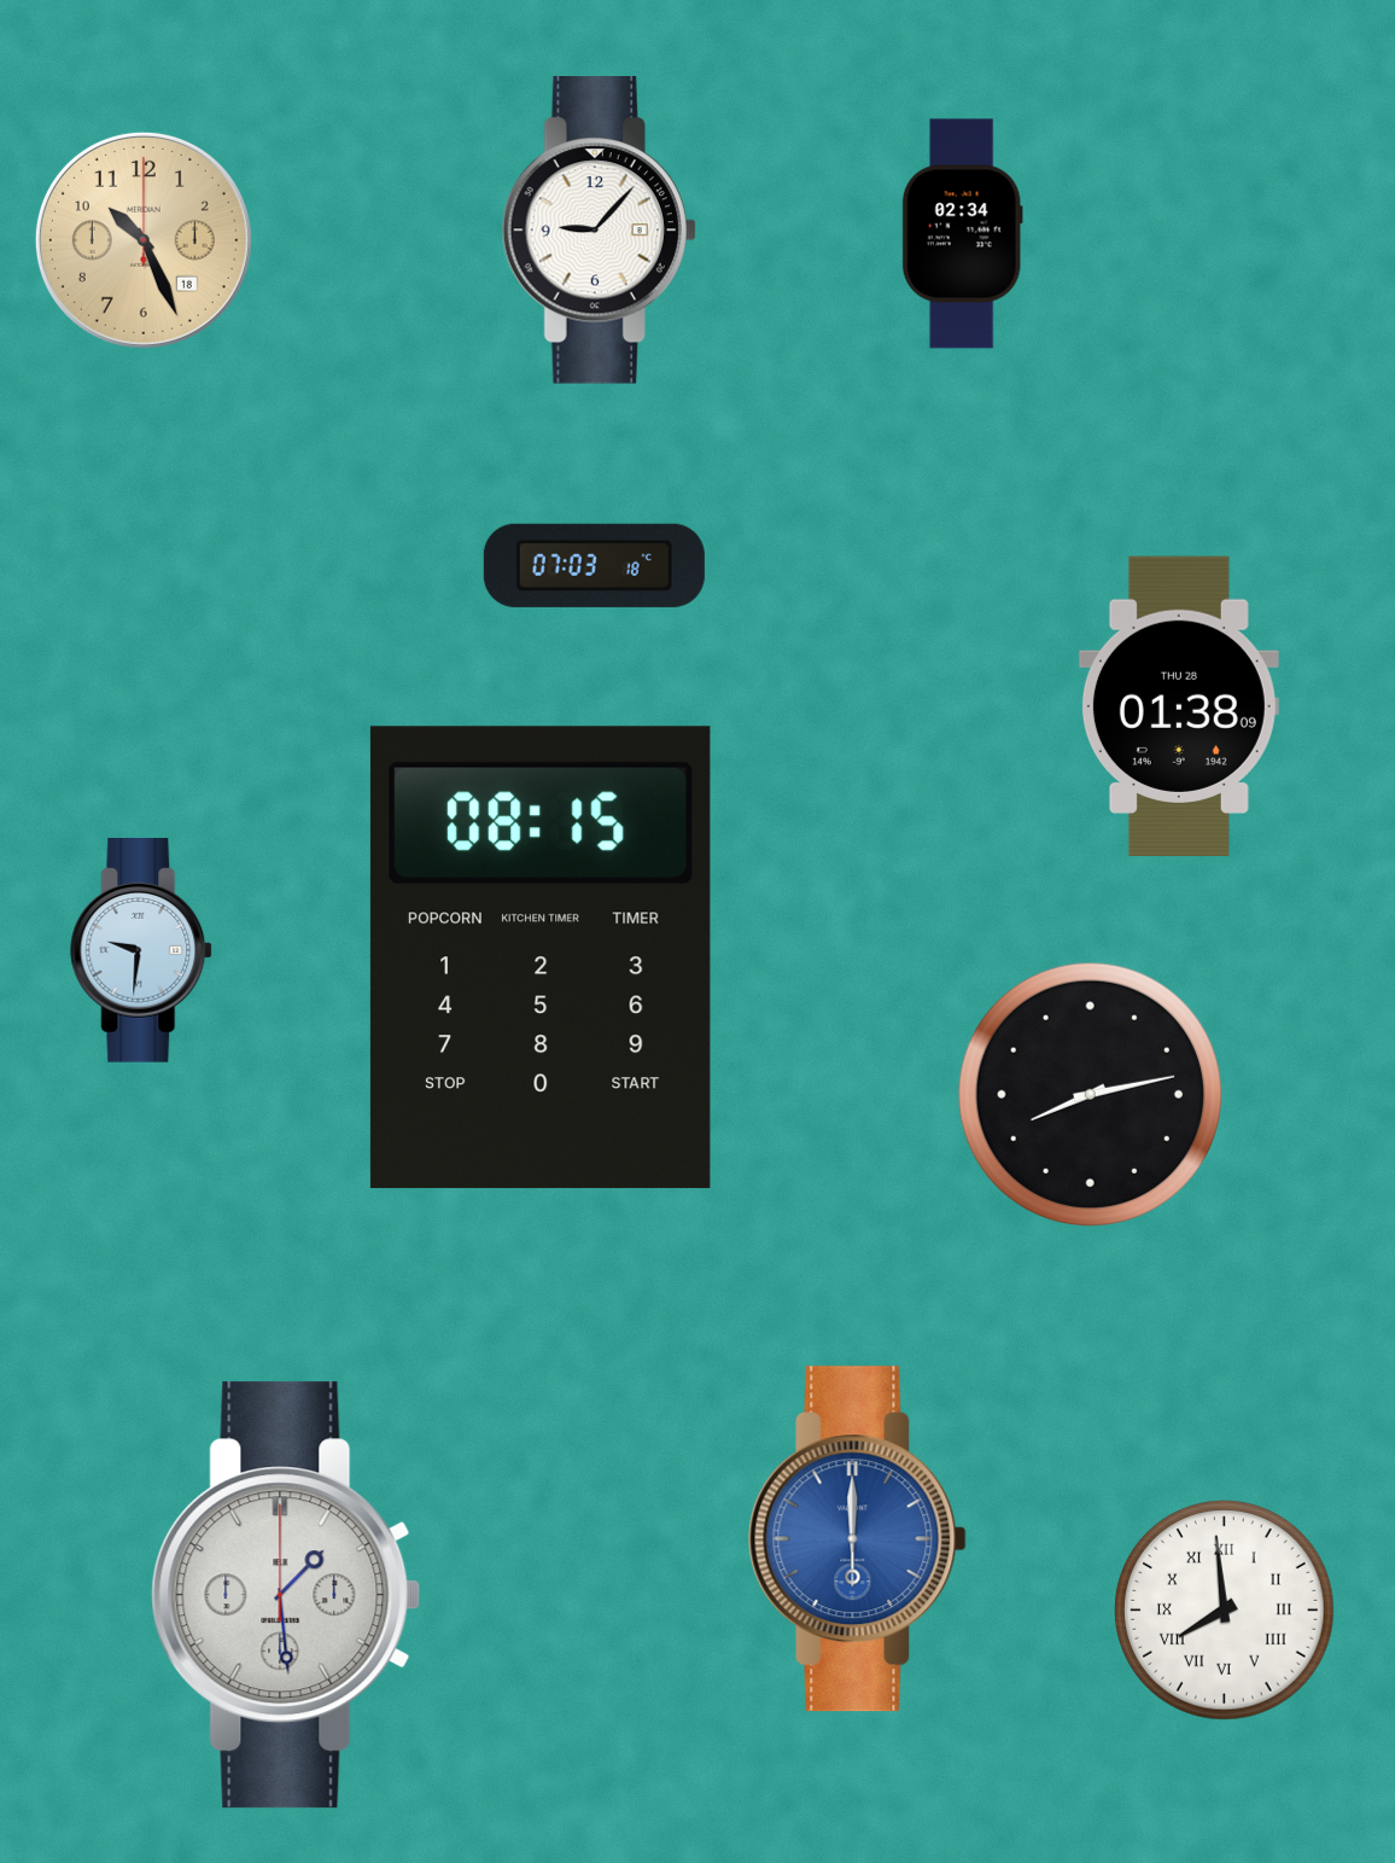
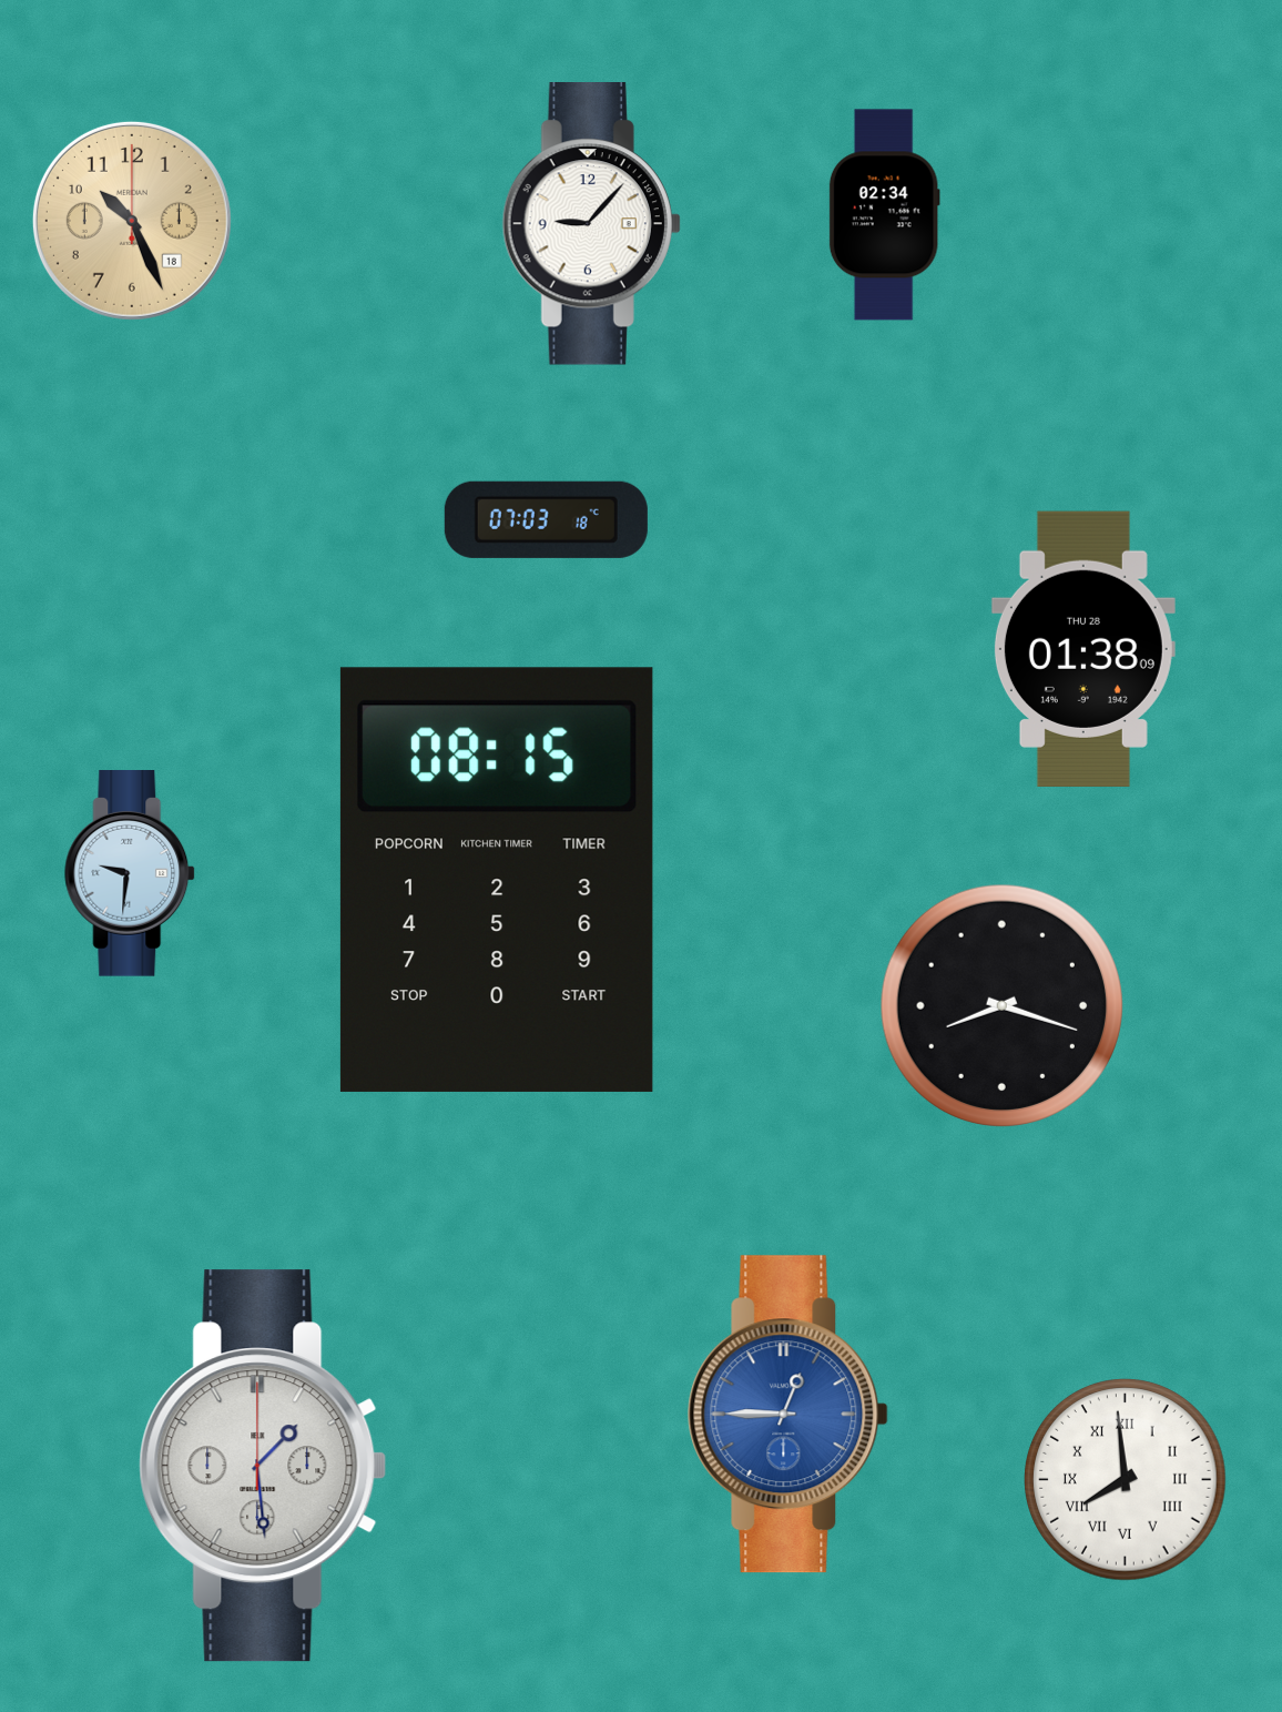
clock at (599, 231) position: (599, 231) -> (591, 224)
clock at (1090, 1094): 8:13 -> 8:18
clock at (857, 1539): 6:00 -> 12:45
